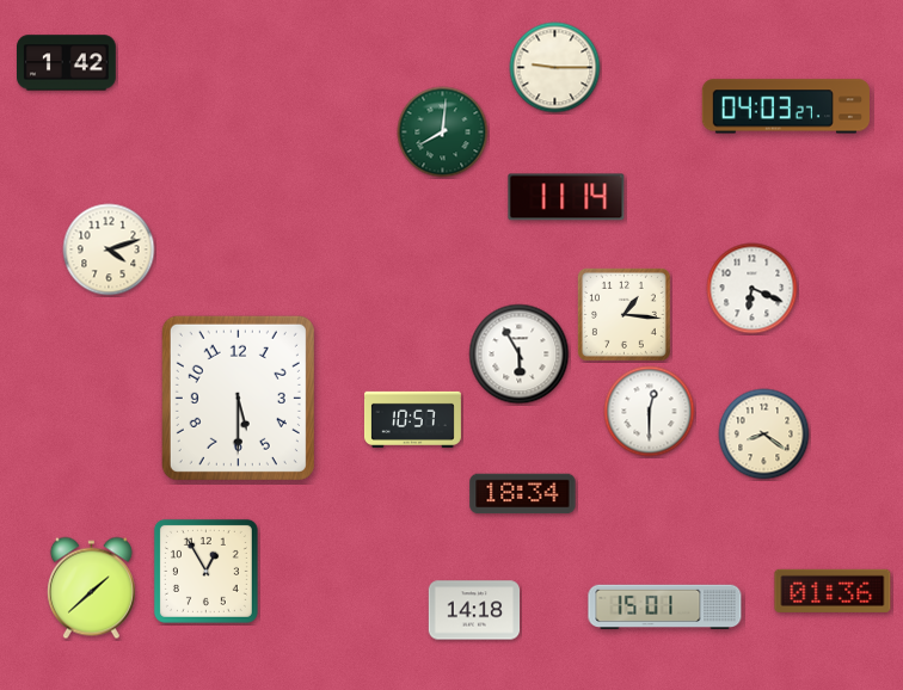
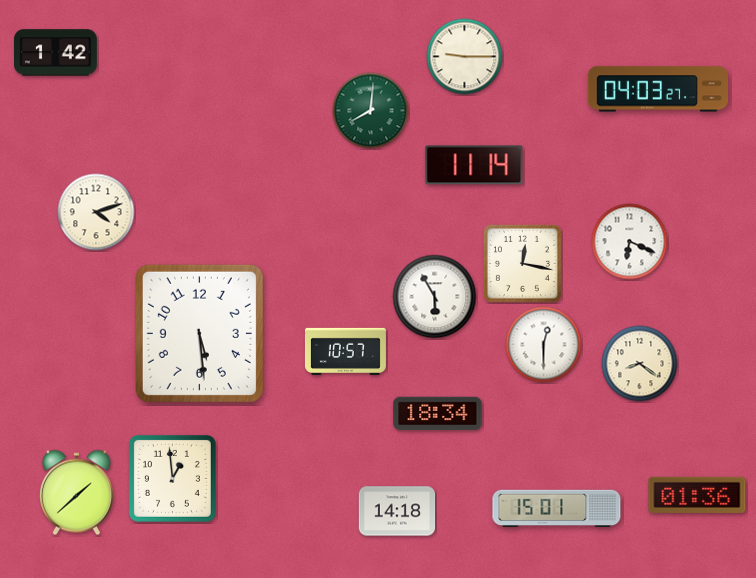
clock at (109, 249) position: (109, 249) -> (96, 212)
clock at (623, 314): 1:16 -> 12:17
clock at (238, 398): 5:30 -> 5:29
clock at (205, 571): 12:55 -> 12:59
